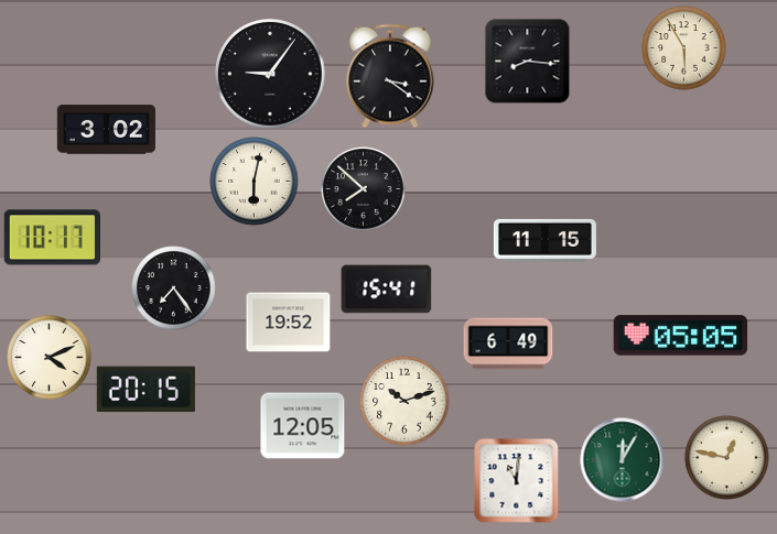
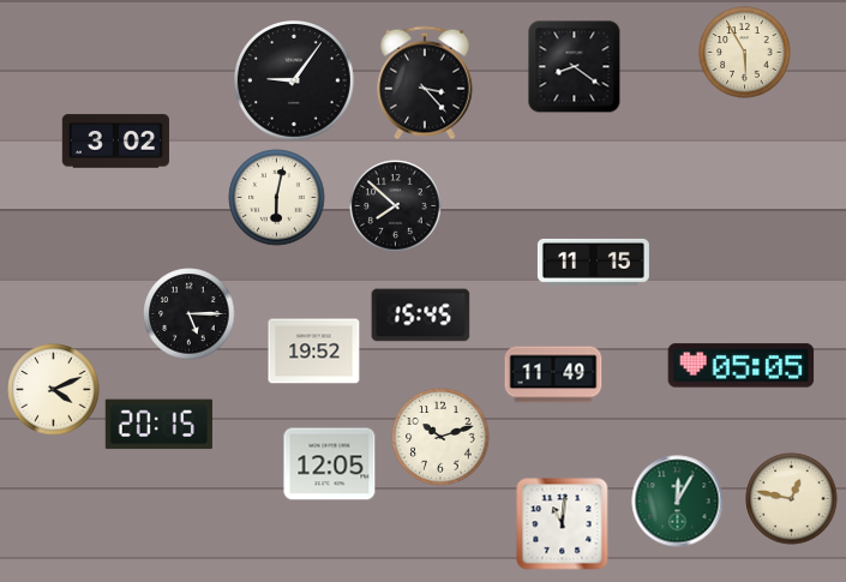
clock at (528, 62): 8:16 -> 8:21
clock at (390, 76): 3:21 -> 3:23
clock at (52, 238): 10:17 -> none
clock at (174, 288): 7:24 -> 5:15
clock at (387, 290): 15:41 -> 15:45
clock at (508, 344): 6:49 -> 11:49
